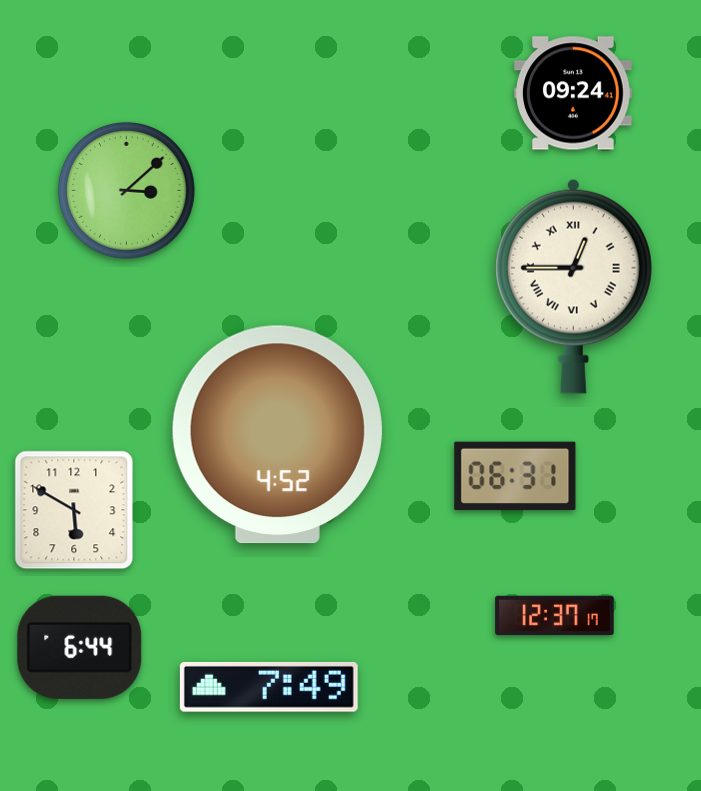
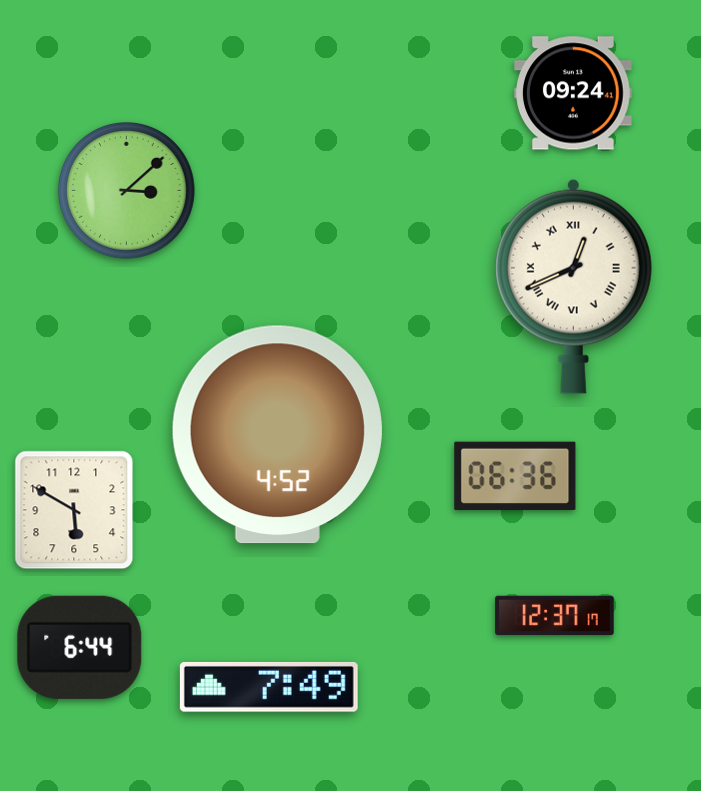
clock at (573, 286): 12:45 -> 12:41
clock at (515, 476): 06:31 -> 06:36
